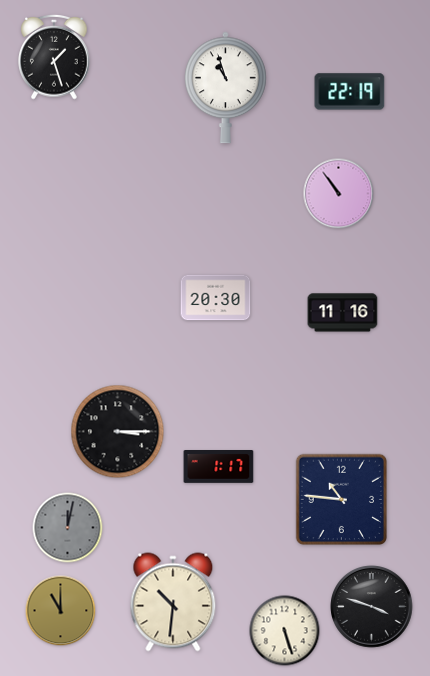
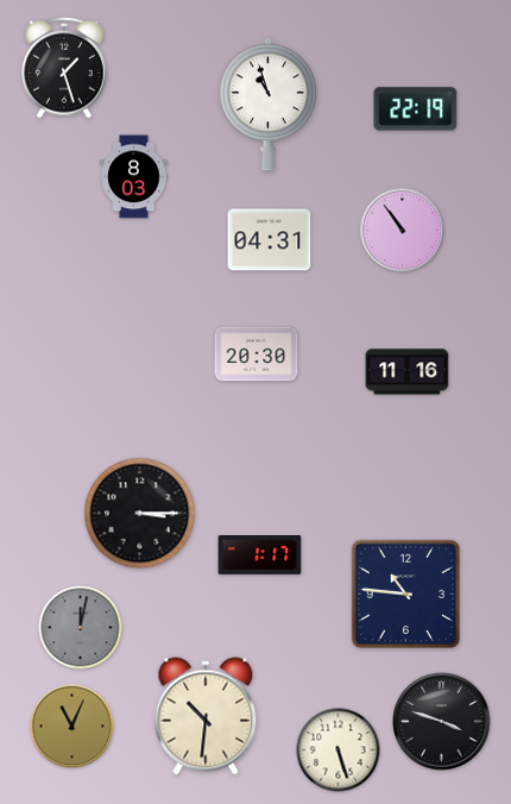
clock at (134, 177): none -> 8:03
clock at (270, 240): none -> 04:31
clock at (61, 611): 11:00 -> 11:04
